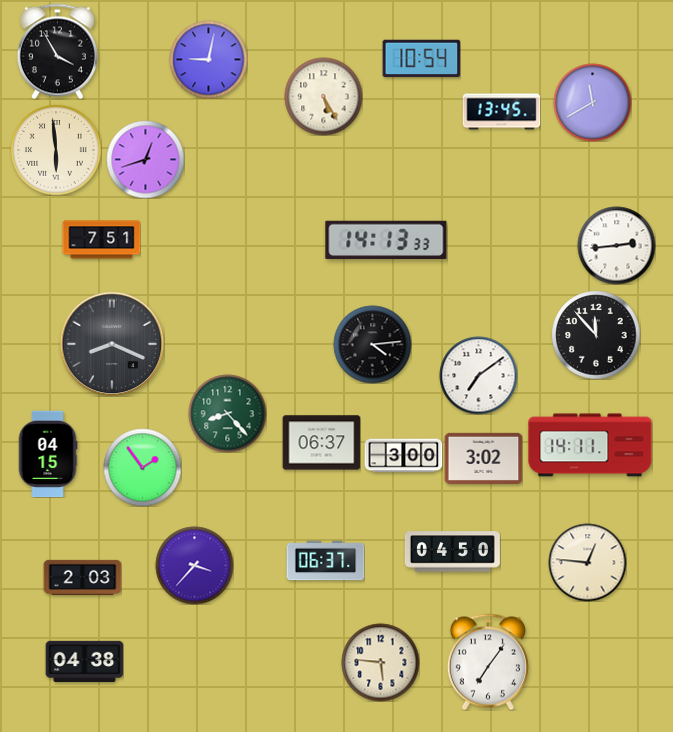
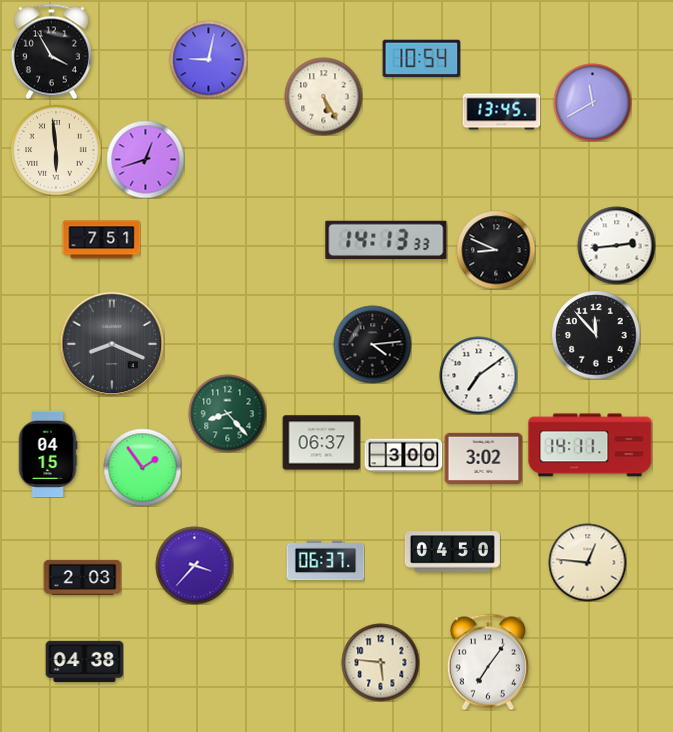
clock at (57, 51) position: (57, 51) -> (51, 51)
clock at (496, 250): none -> 8:49
